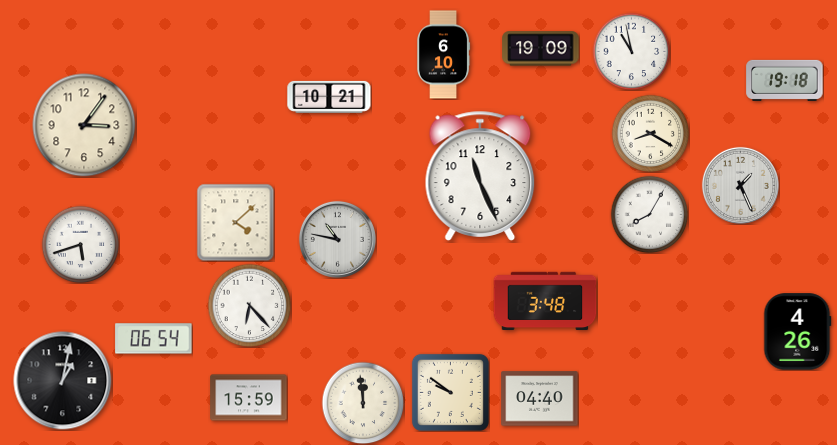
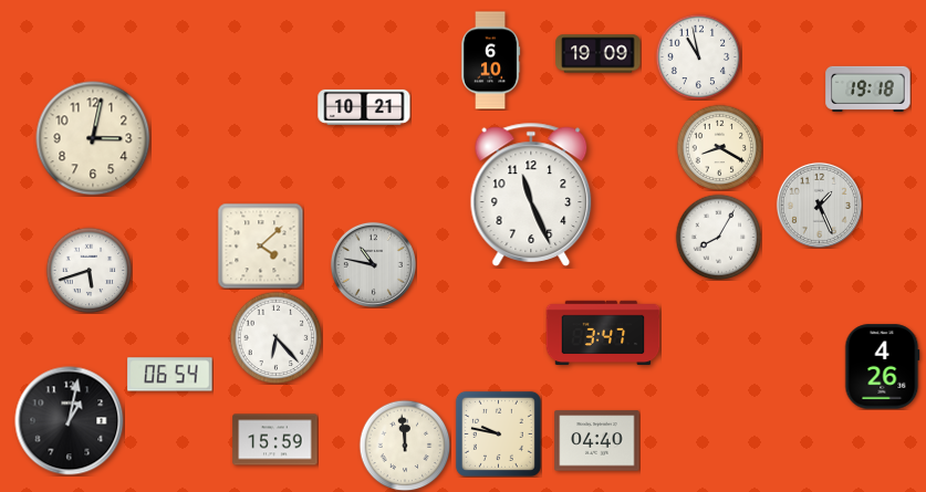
clock at (84, 125): 3:06 -> 3:02
clock at (545, 301): 3:48 -> 3:47
clock at (450, 392): 9:51 -> 9:47
clock at (363, 403) position: (363, 403) -> (405, 446)
